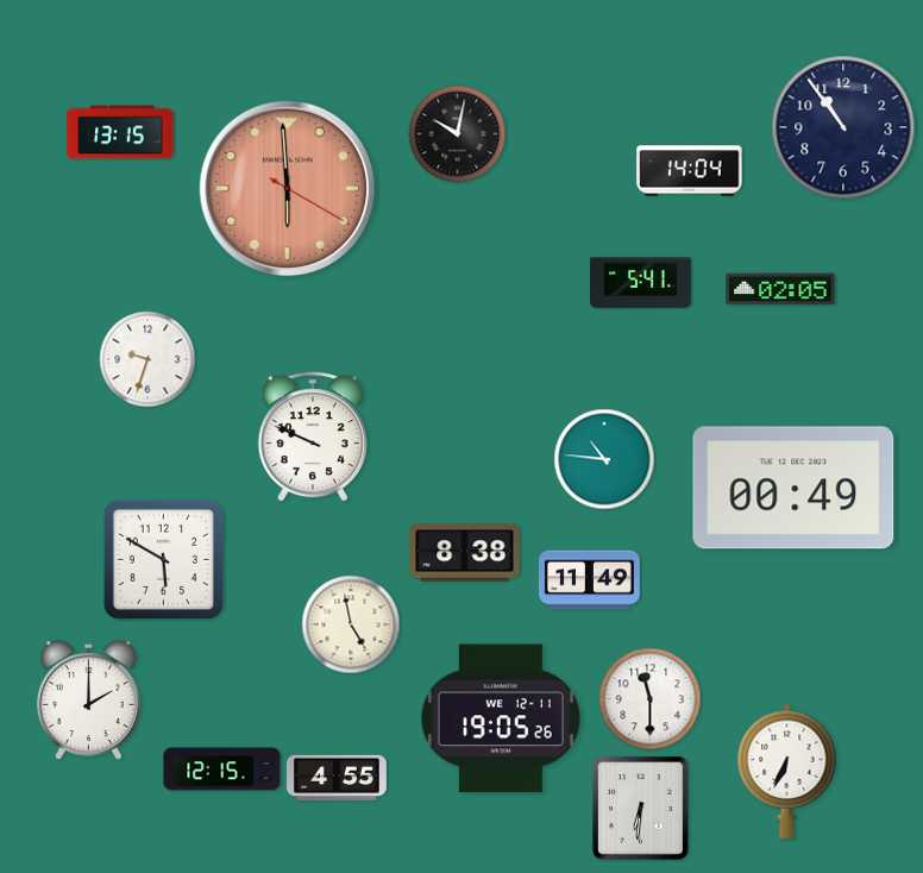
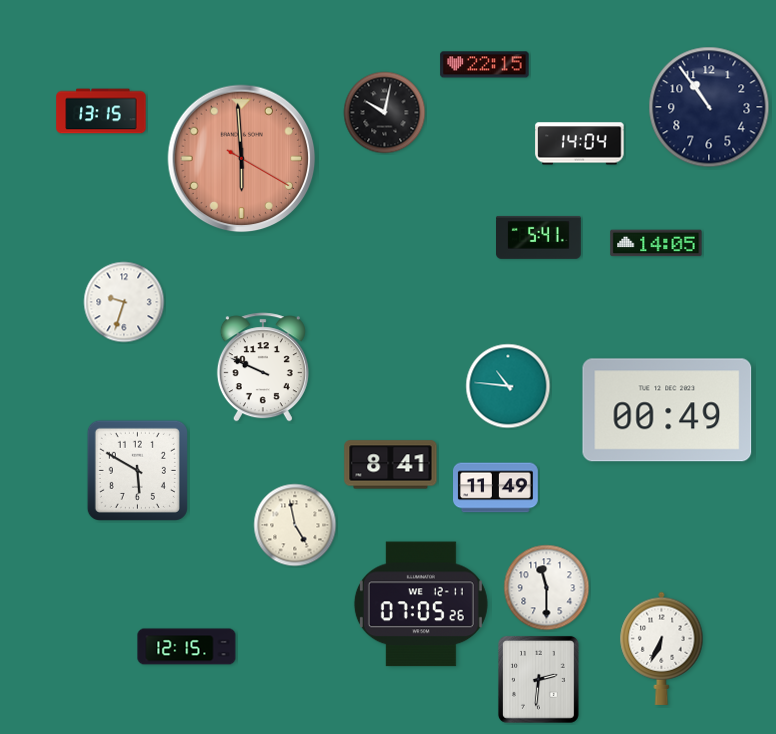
clock at (485, 65): none -> 22:15
clock at (780, 289): 02:05 -> 14:05
clock at (465, 553): 8:38 -> 8:41
clock at (88, 701): 2:00 -> none
clock at (501, 718): 19:05 -> 07:05
clock at (337, 778): 4:55 -> none
clock at (640, 808): 6:31 -> 2:31
